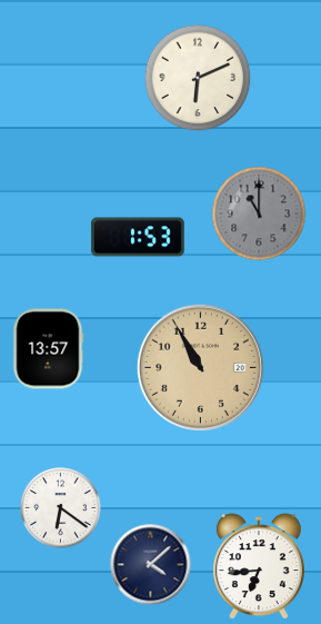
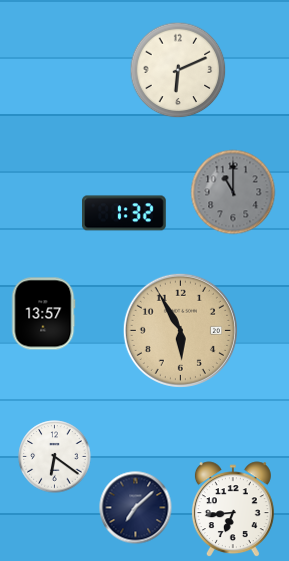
clock at (138, 237): 1:53 -> 1:32
clock at (200, 367): 10:55 -> 5:55
clock at (151, 565): 4:08 -> 7:08
